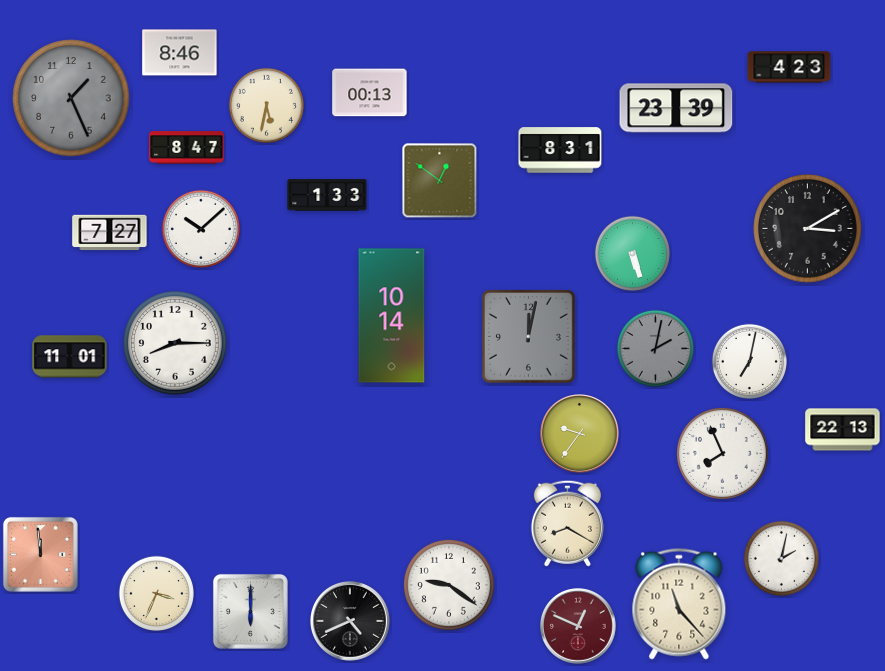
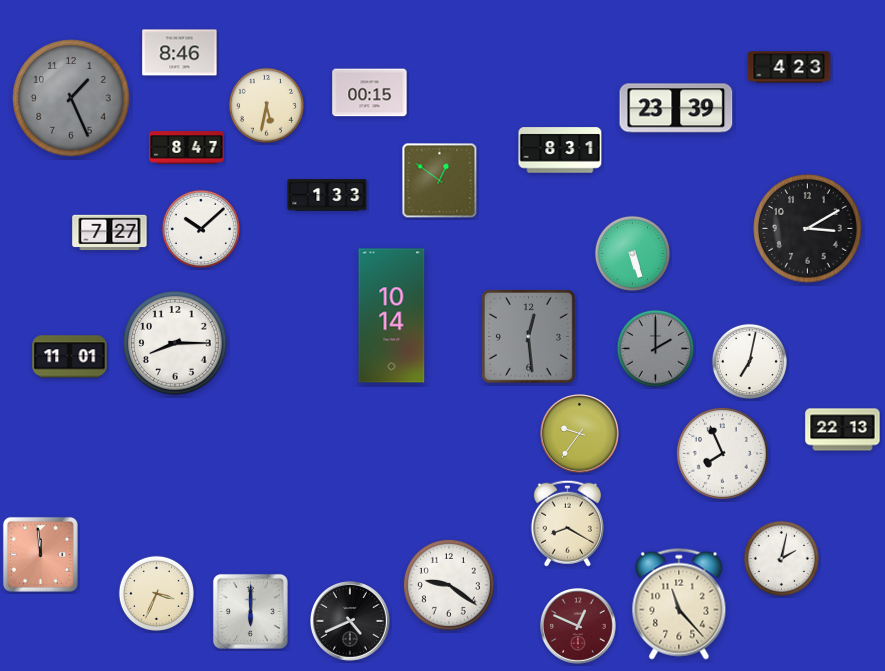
clock at (370, 93): 00:13 -> 00:15
clock at (528, 336): 12:02 -> 12:29
clock at (655, 348): 2:02 -> 2:00
